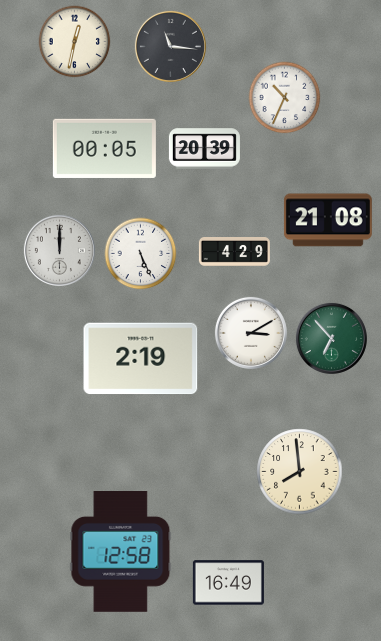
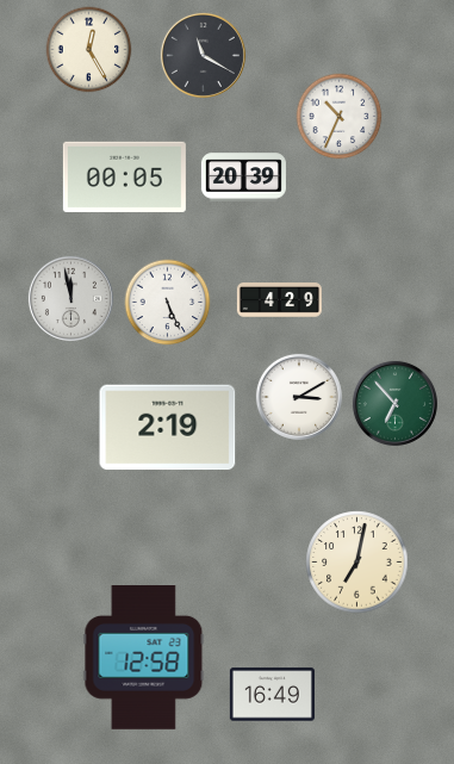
clock at (75, 42): 12:32 -> 12:25
clock at (170, 46): 11:16 -> 11:20
clock at (328, 220): 21:08 -> none
clock at (59, 250): 12:00 -> 11:58
clock at (300, 472): 7:59 -> 7:02
